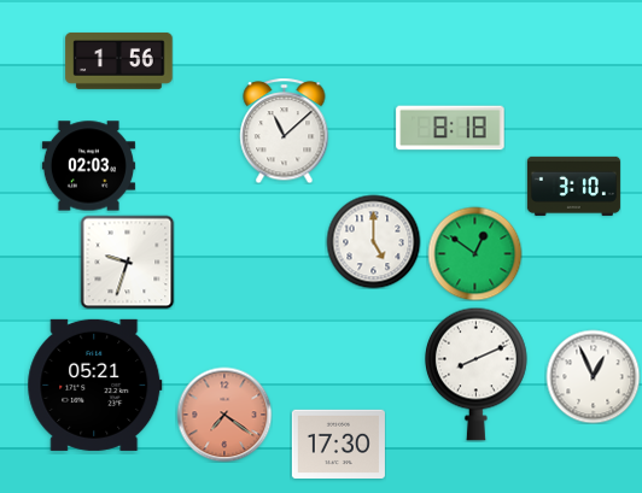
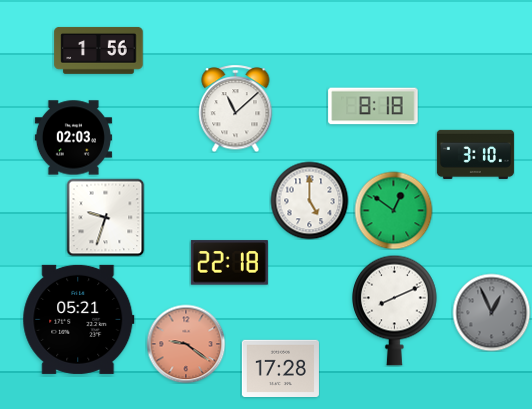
clock at (229, 263): none -> 22:18
clock at (593, 376) dial: white -> grey
clock at (224, 415): 7:21 -> 9:21
clock at (338, 444): 17:30 -> 17:28
